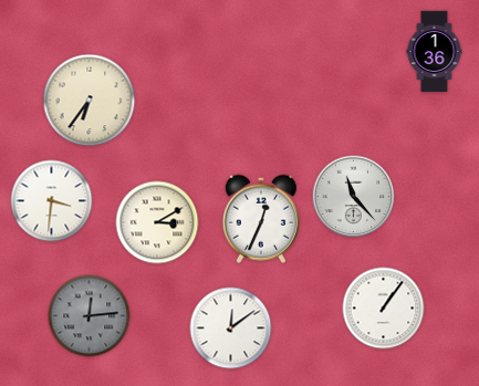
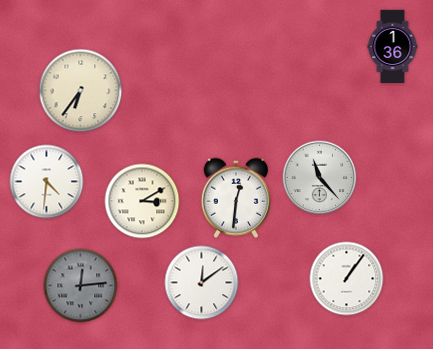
clock at (52, 201): 3:31 -> 4:31
clock at (260, 219): 12:34 -> 12:31
clock at (231, 328) position: (231, 328) -> (202, 283)
